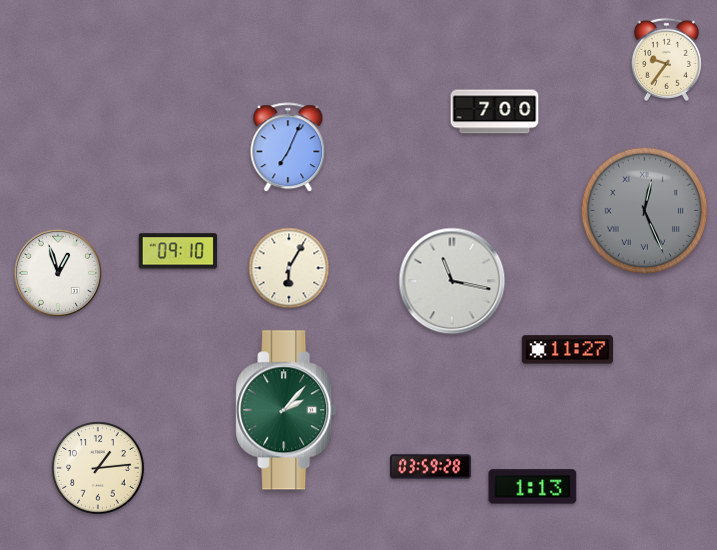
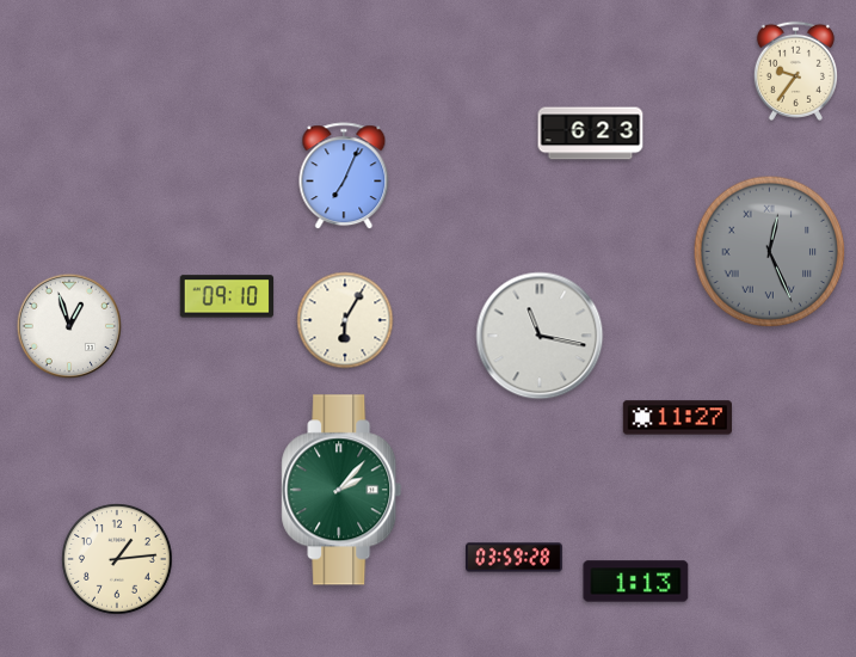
clock at (495, 112): 7:00 -> 6:23
clock at (178, 251) position: (178, 251) -> (227, 296)
